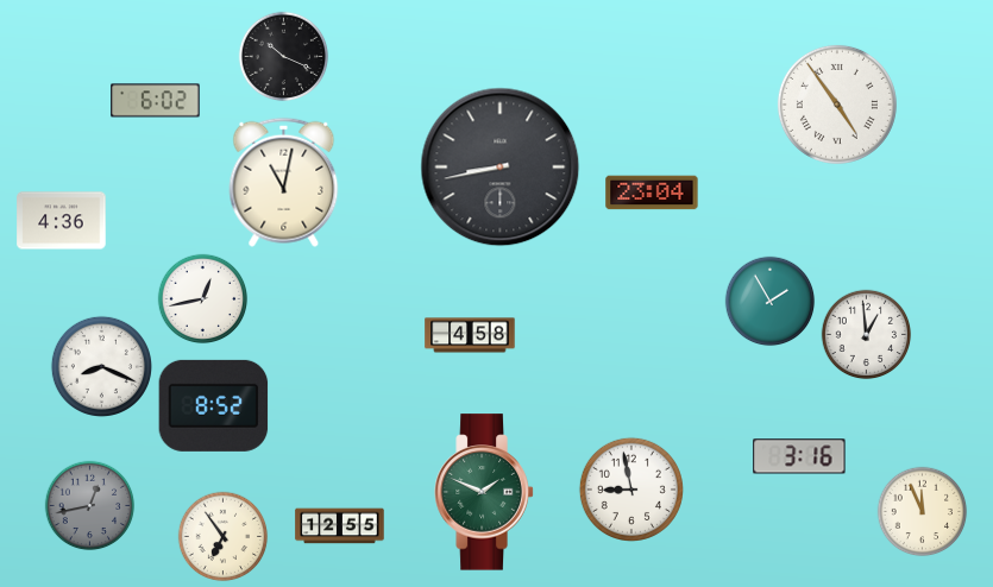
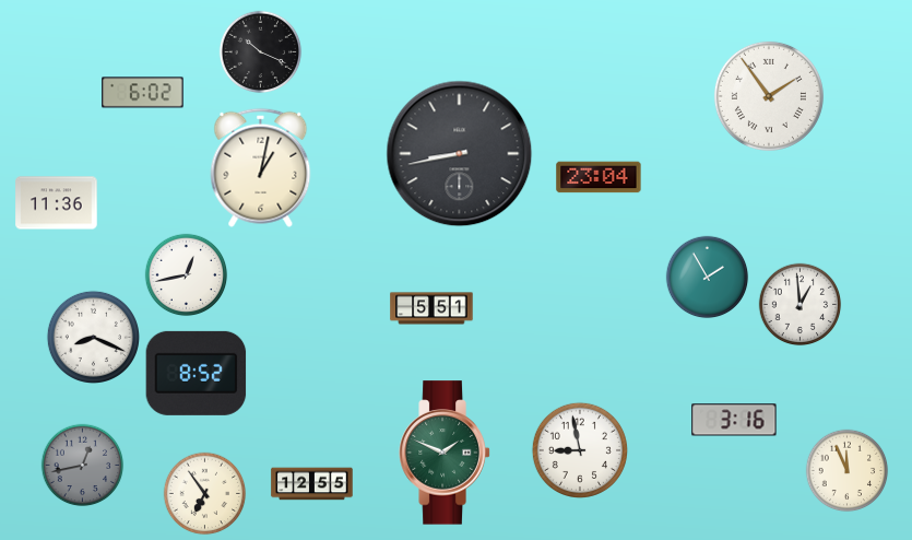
clock at (837, 105): 4:54 -> 1:54
clock at (284, 182): 11:02 -> 1:02
clock at (62, 221): 4:36 -> 11:36
clock at (470, 335): 4:58 -> 5:51
clock at (867, 335) position: (867, 335) -> (801, 305)
